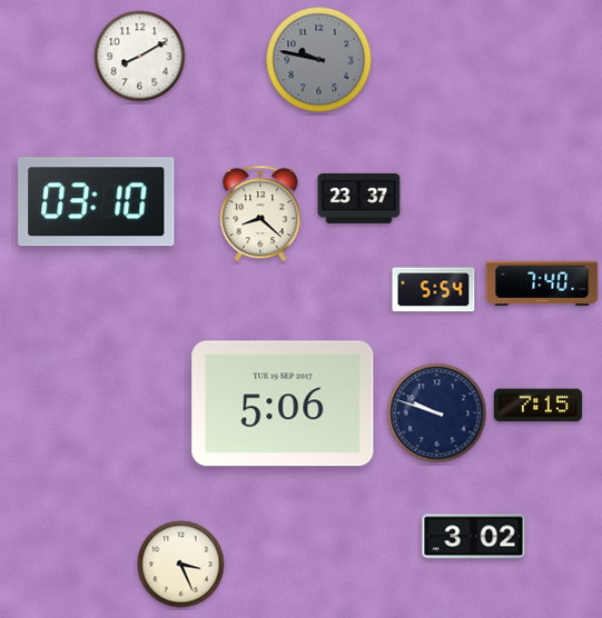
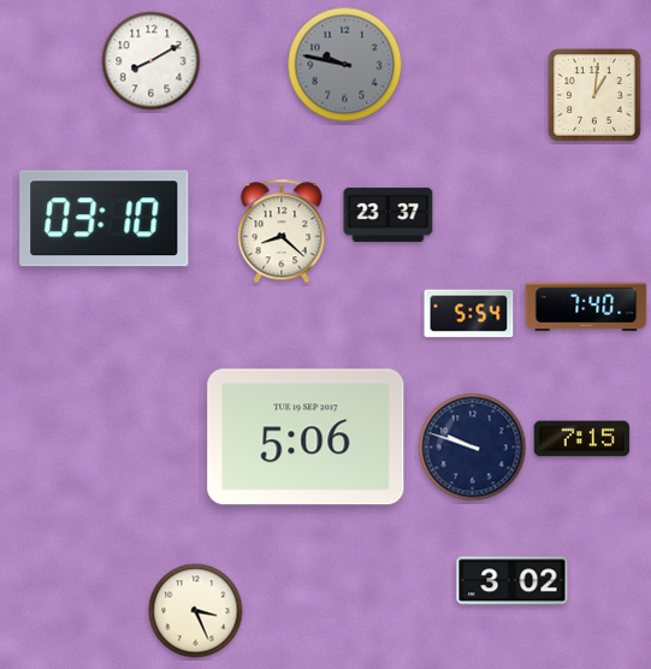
clock at (594, 95): none -> 1:01
